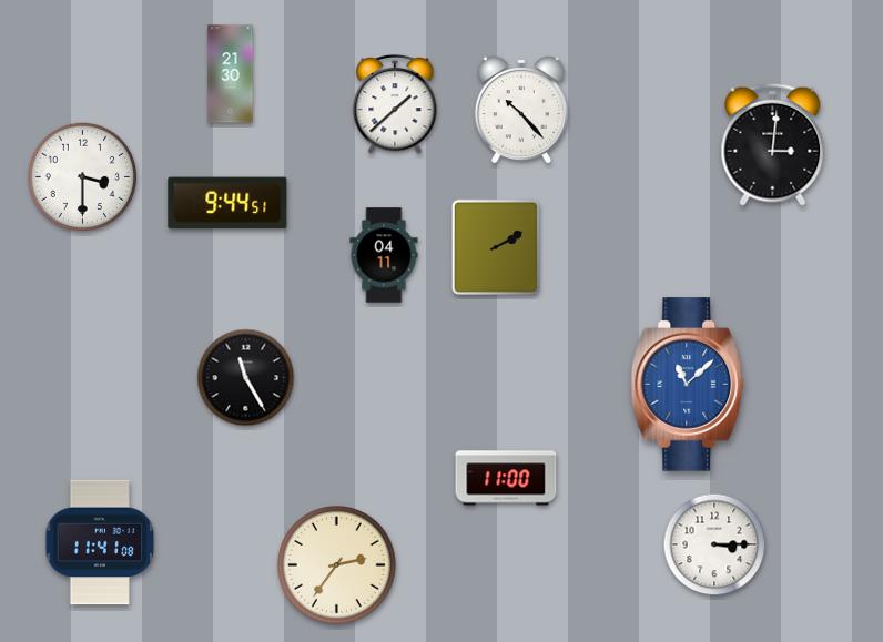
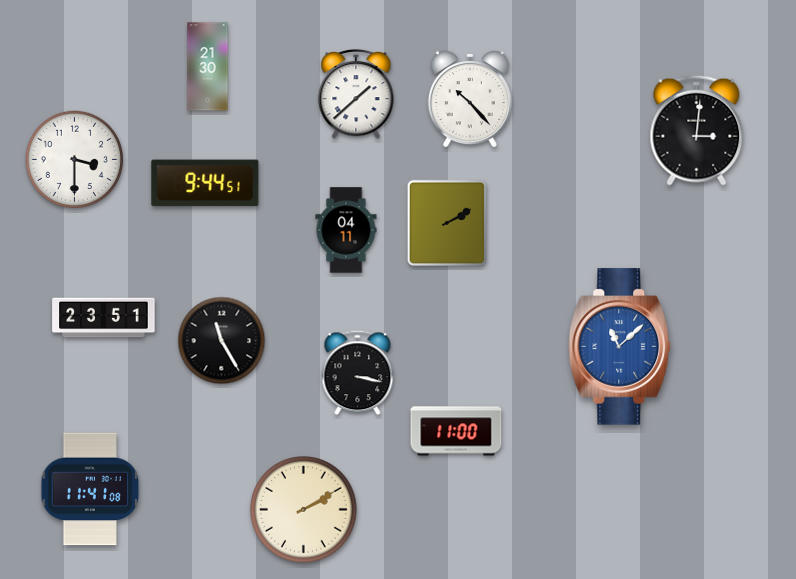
clock at (104, 318): none -> 23:51
clock at (358, 373): none -> 3:17
clock at (714, 544): 3:15 -> none
clock at (337, 565): 2:36 -> 2:10
